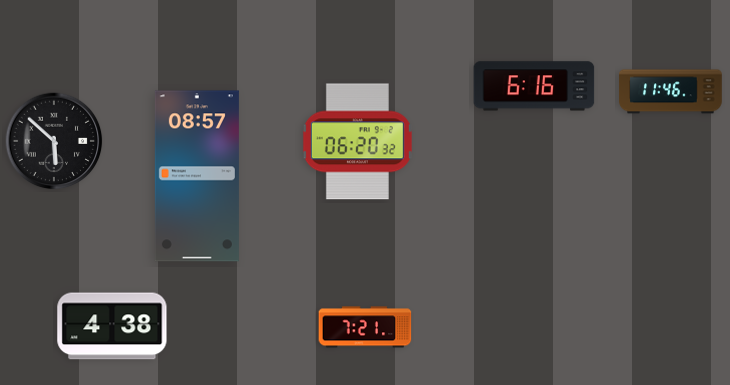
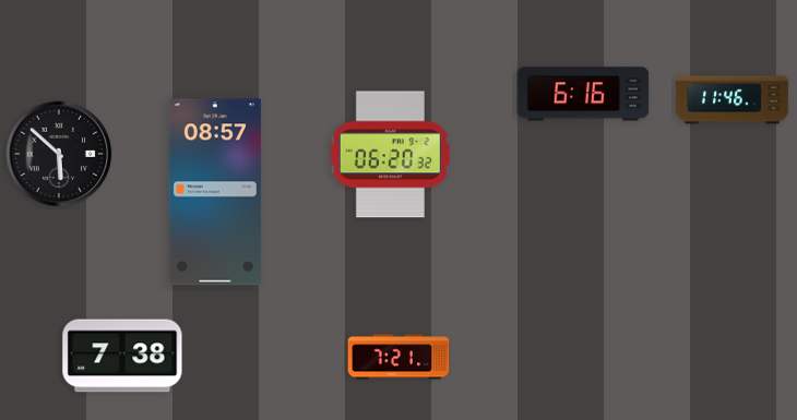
clock at (112, 326): 4:38 -> 7:38
